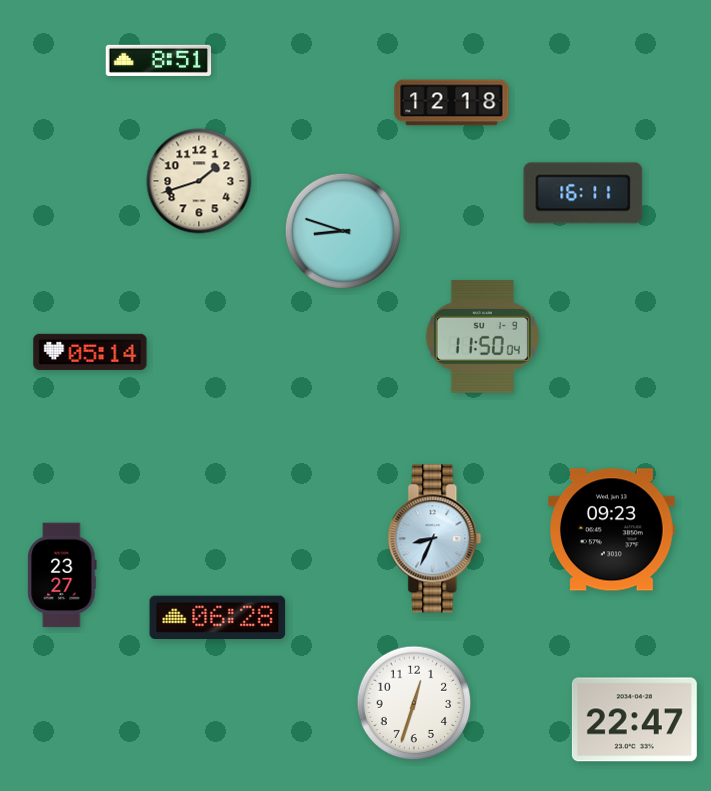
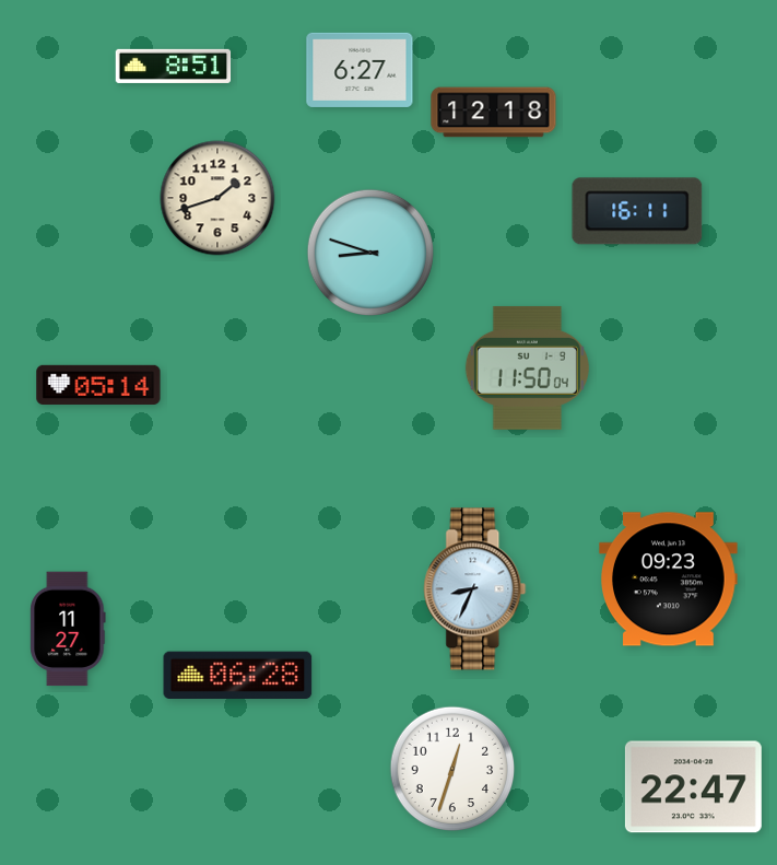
clock at (360, 70): none -> 6:27
clock at (342, 230) position: (342, 230) -> (369, 252)
clock at (62, 575): 23:27 -> 11:27
